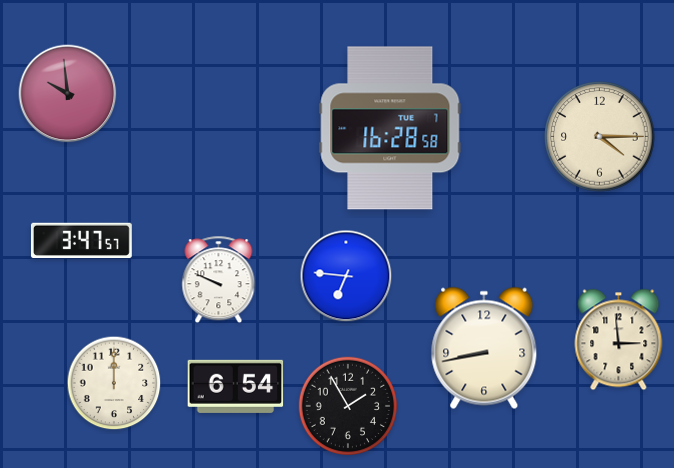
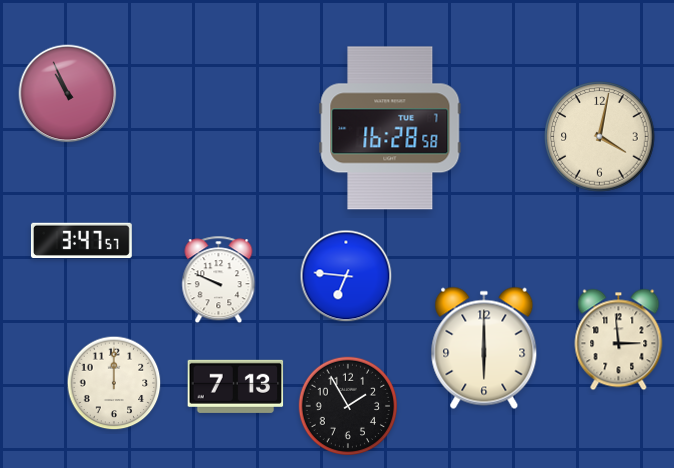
clock at (68, 94): 9:59 -> 10:56
clock at (600, 137): 4:15 -> 4:02
clock at (484, 348): 8:43 -> 6:00
clock at (236, 386): 6:54 -> 7:13
